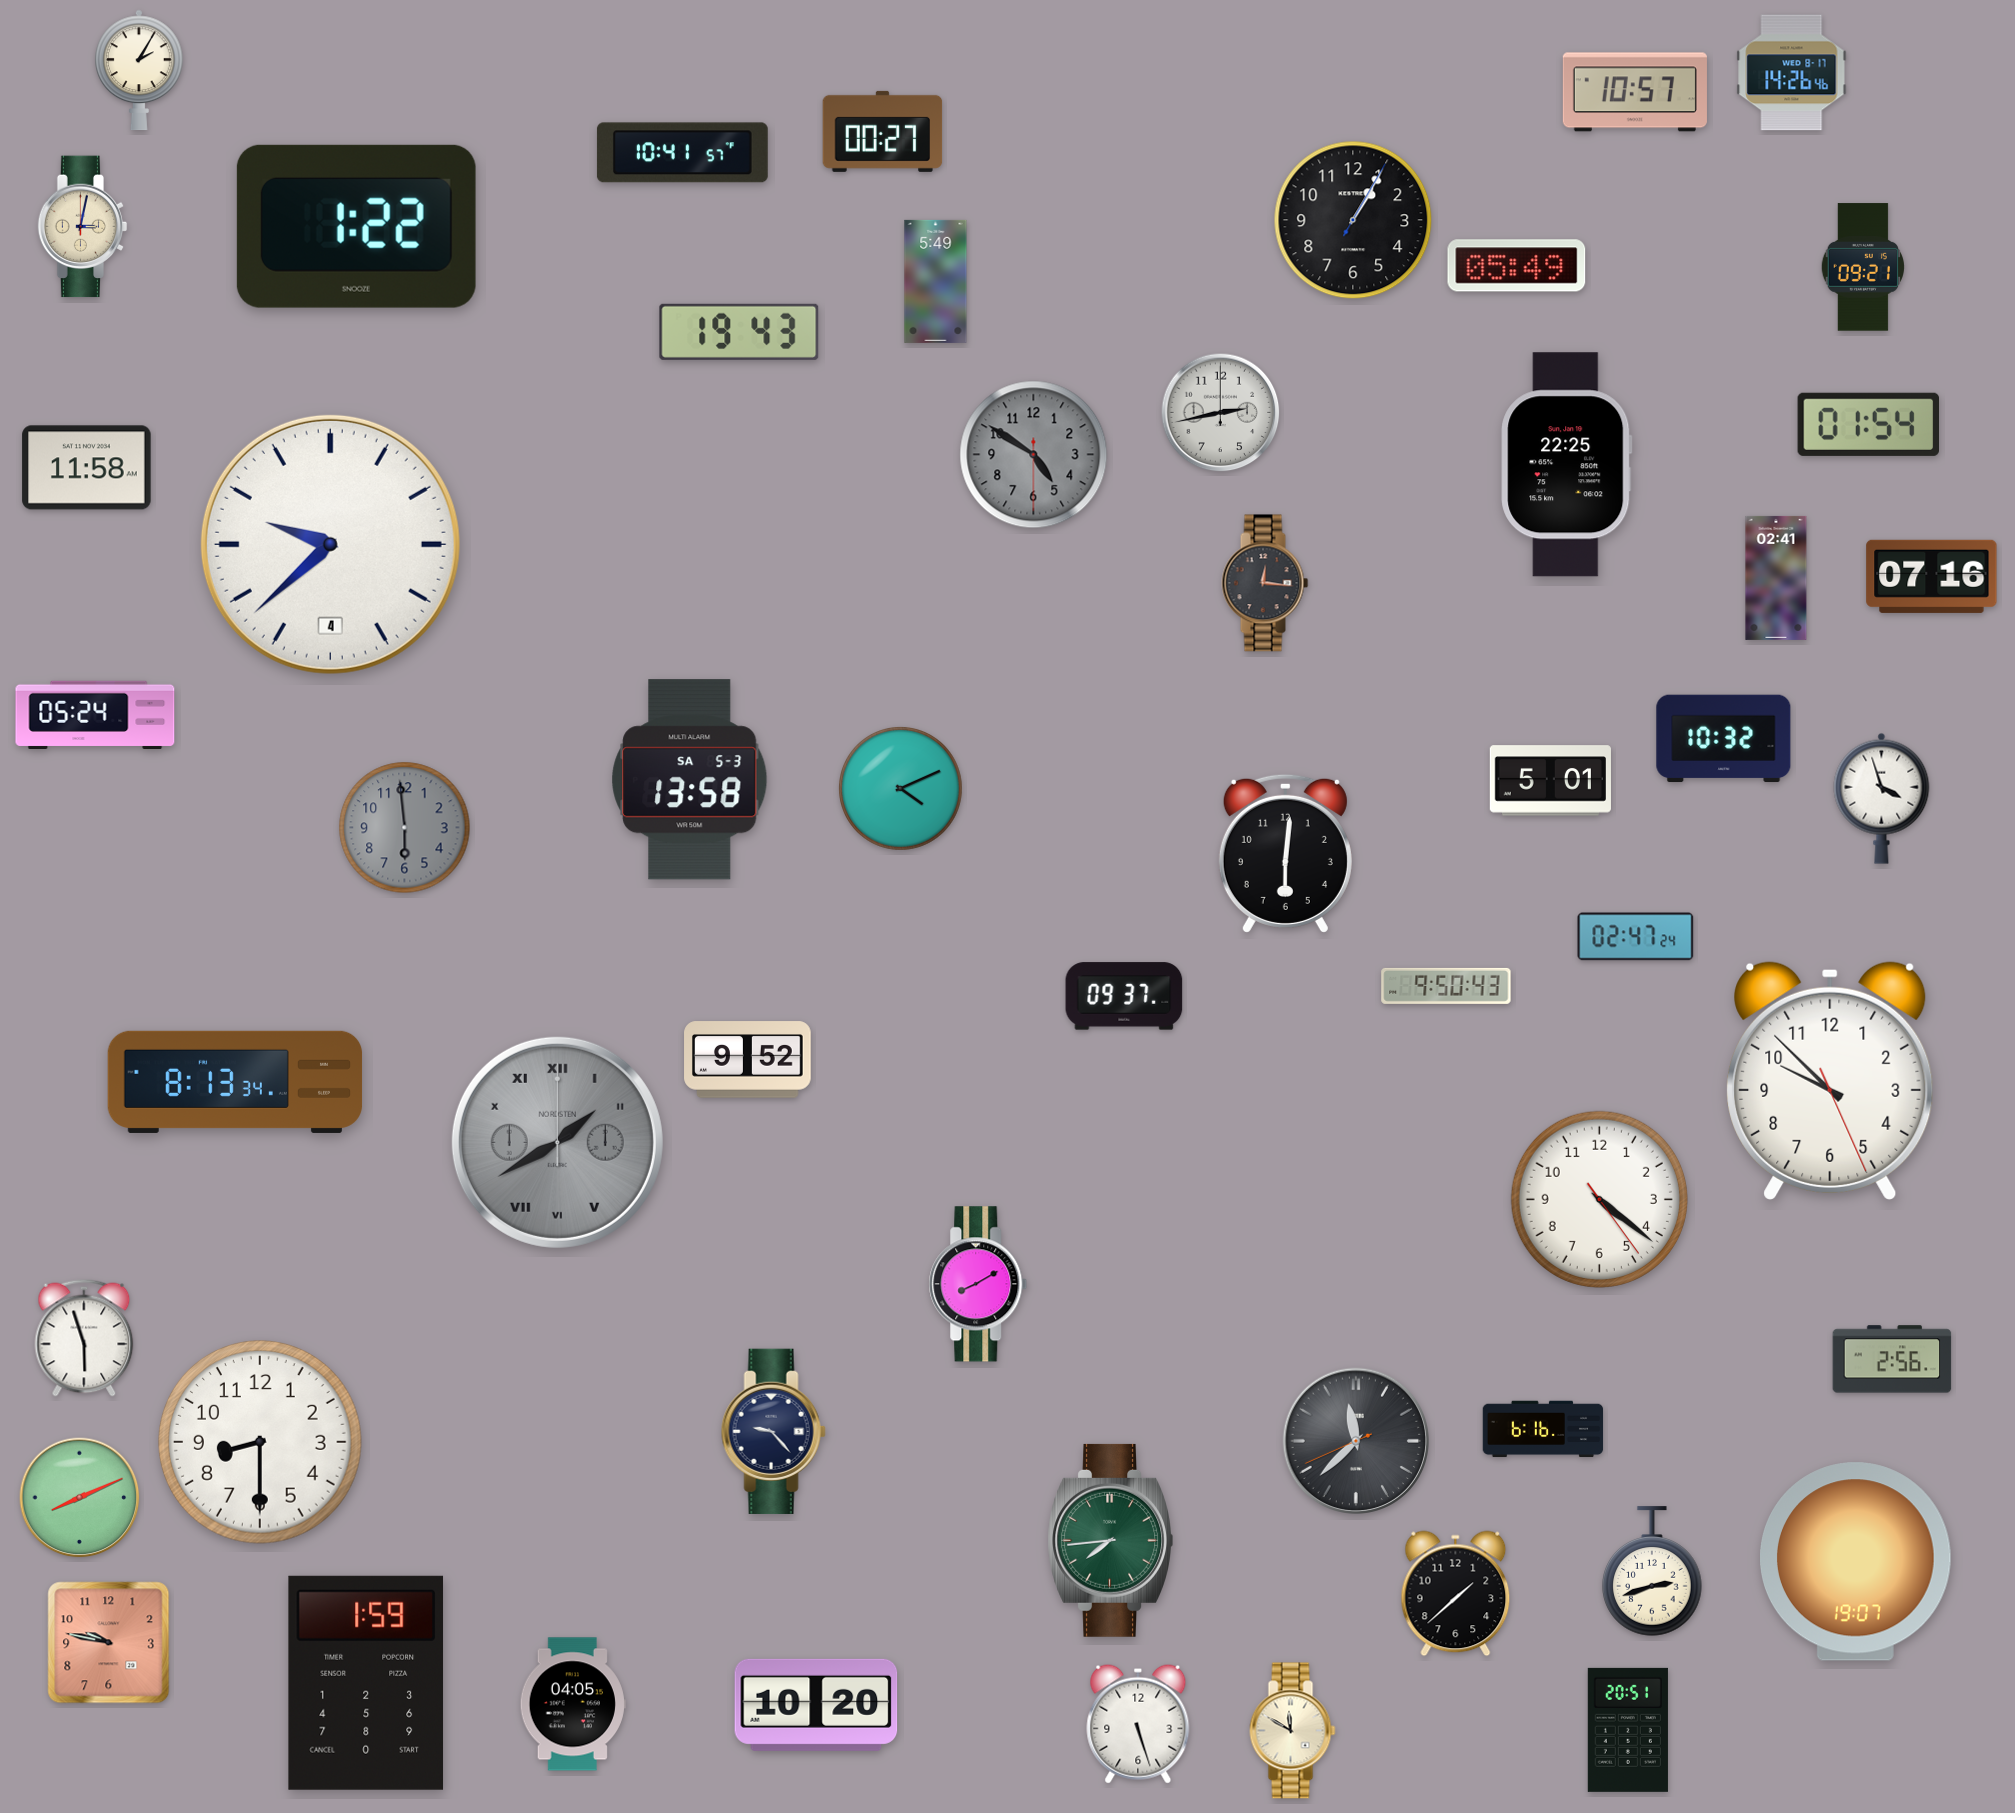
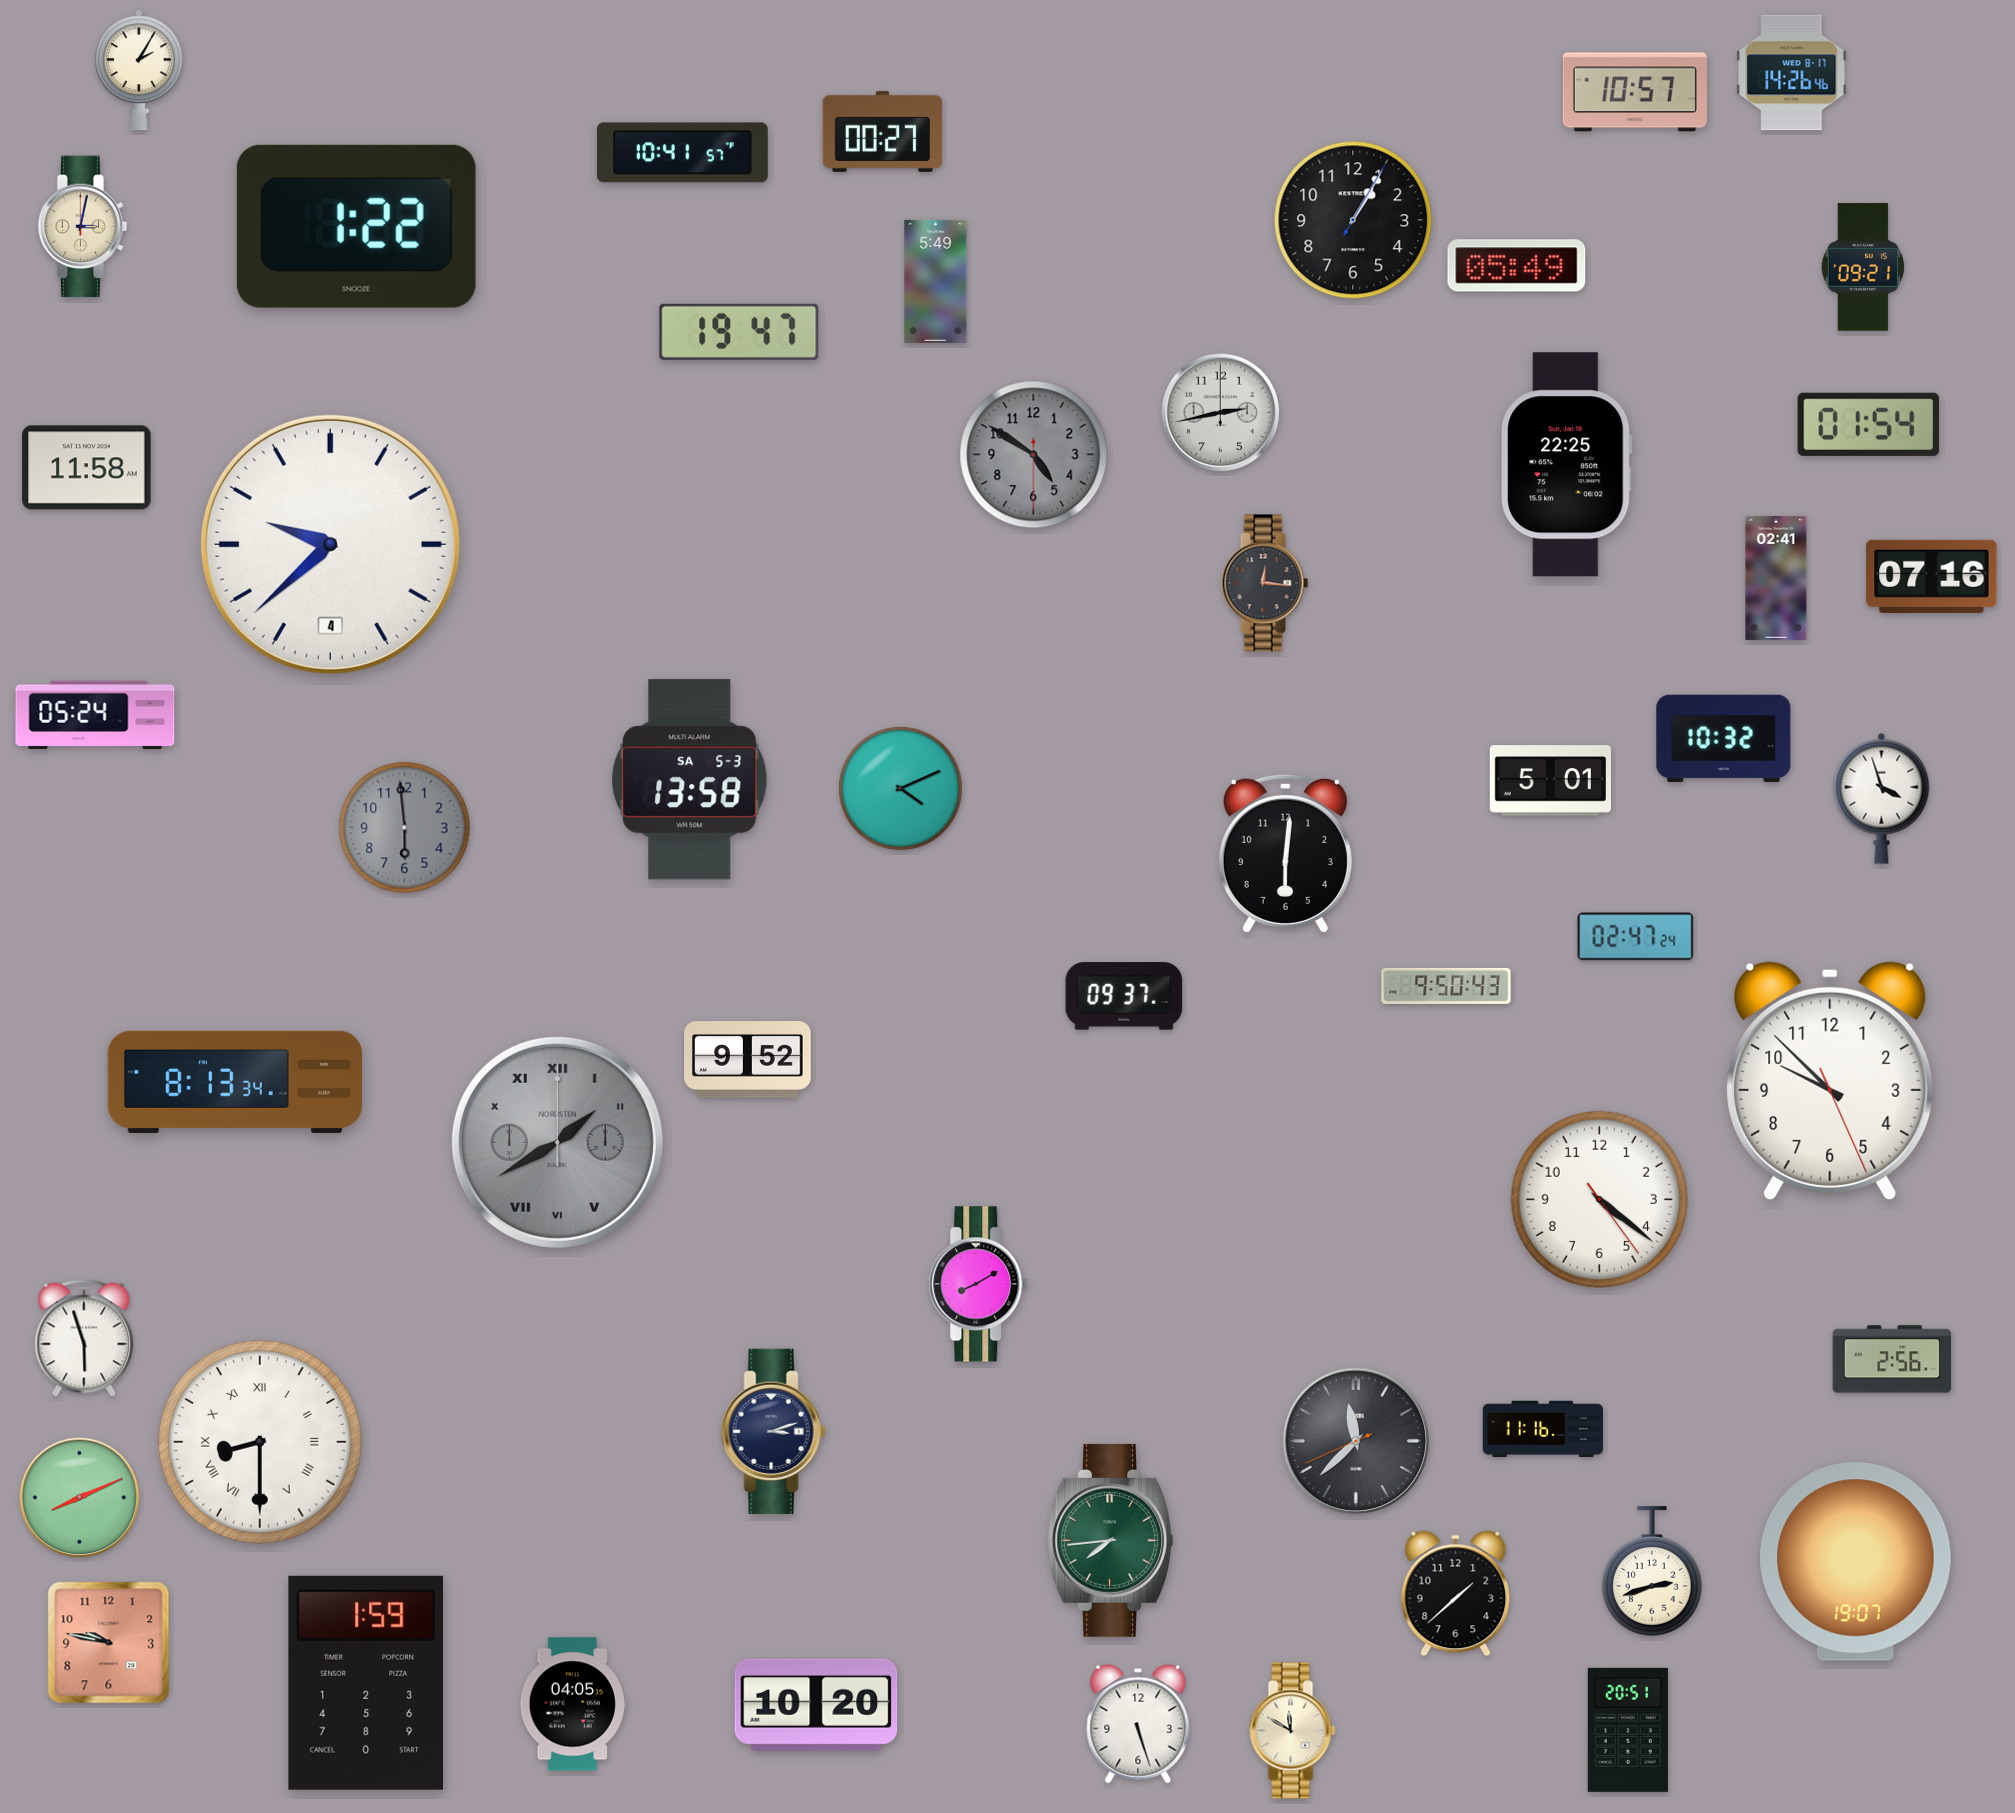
clock at (739, 332): 19:43 -> 19:47
clock at (1543, 1429): 6:16 -> 11:16
clock at (773, 1431): 9:23 -> 3:12
clock at (261, 1443) numerals: Arabic -> Roman
